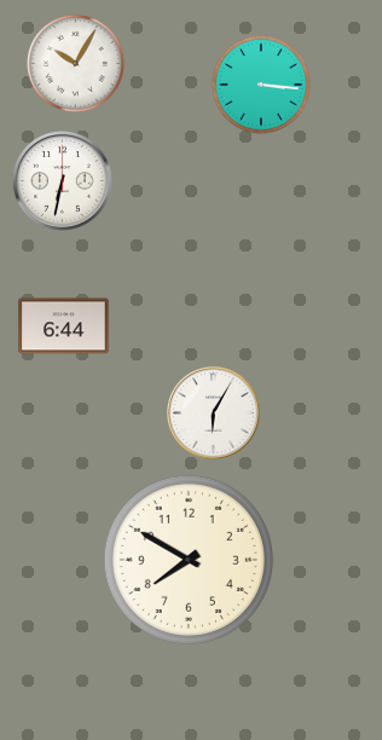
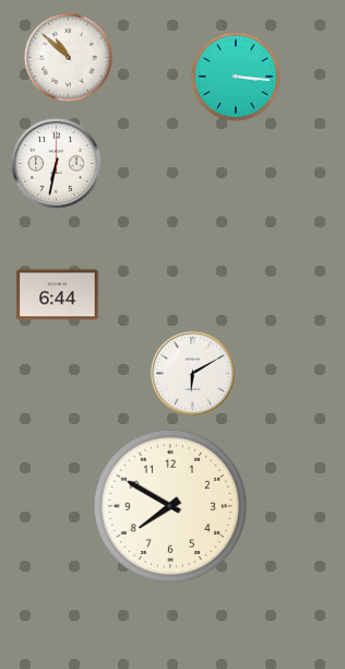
clock at (75, 63): 10:05 -> 10:52
clock at (213, 412): 6:05 -> 6:10
